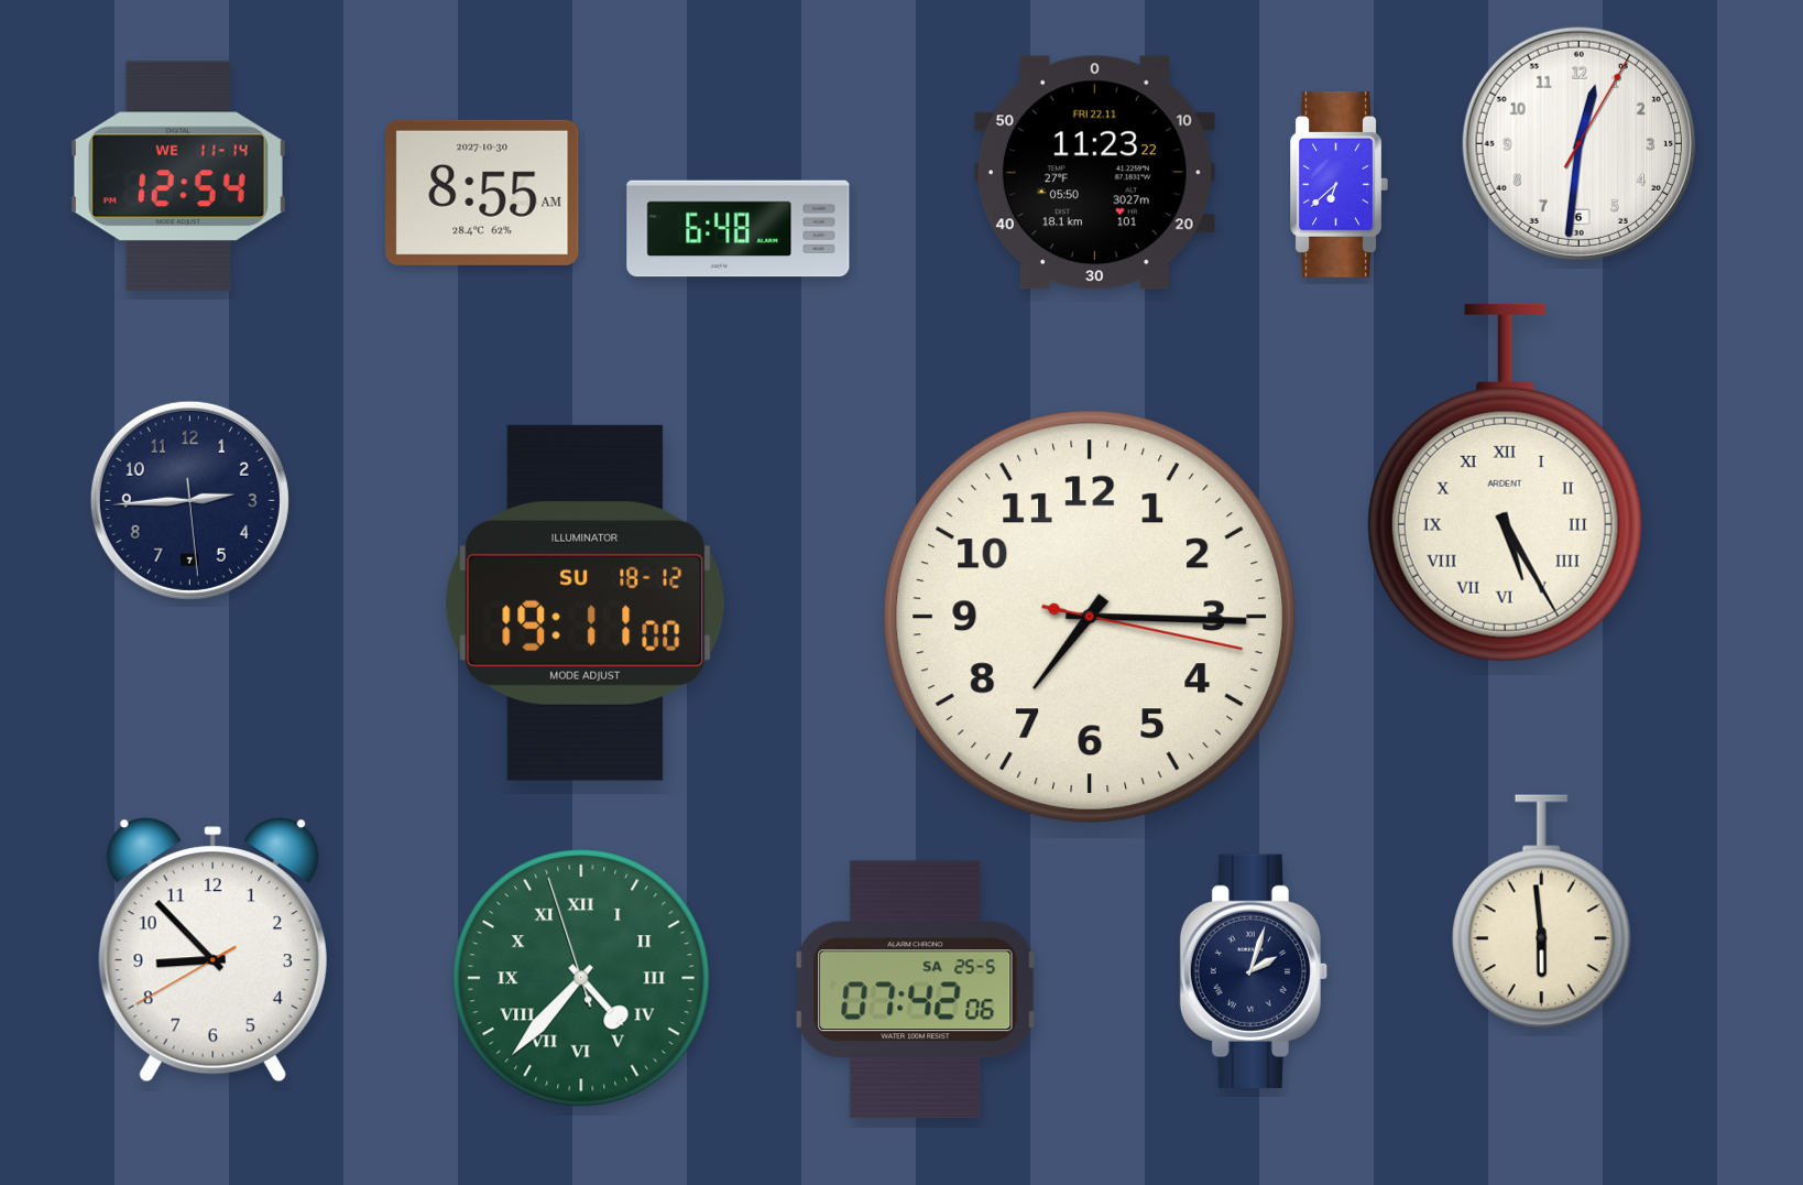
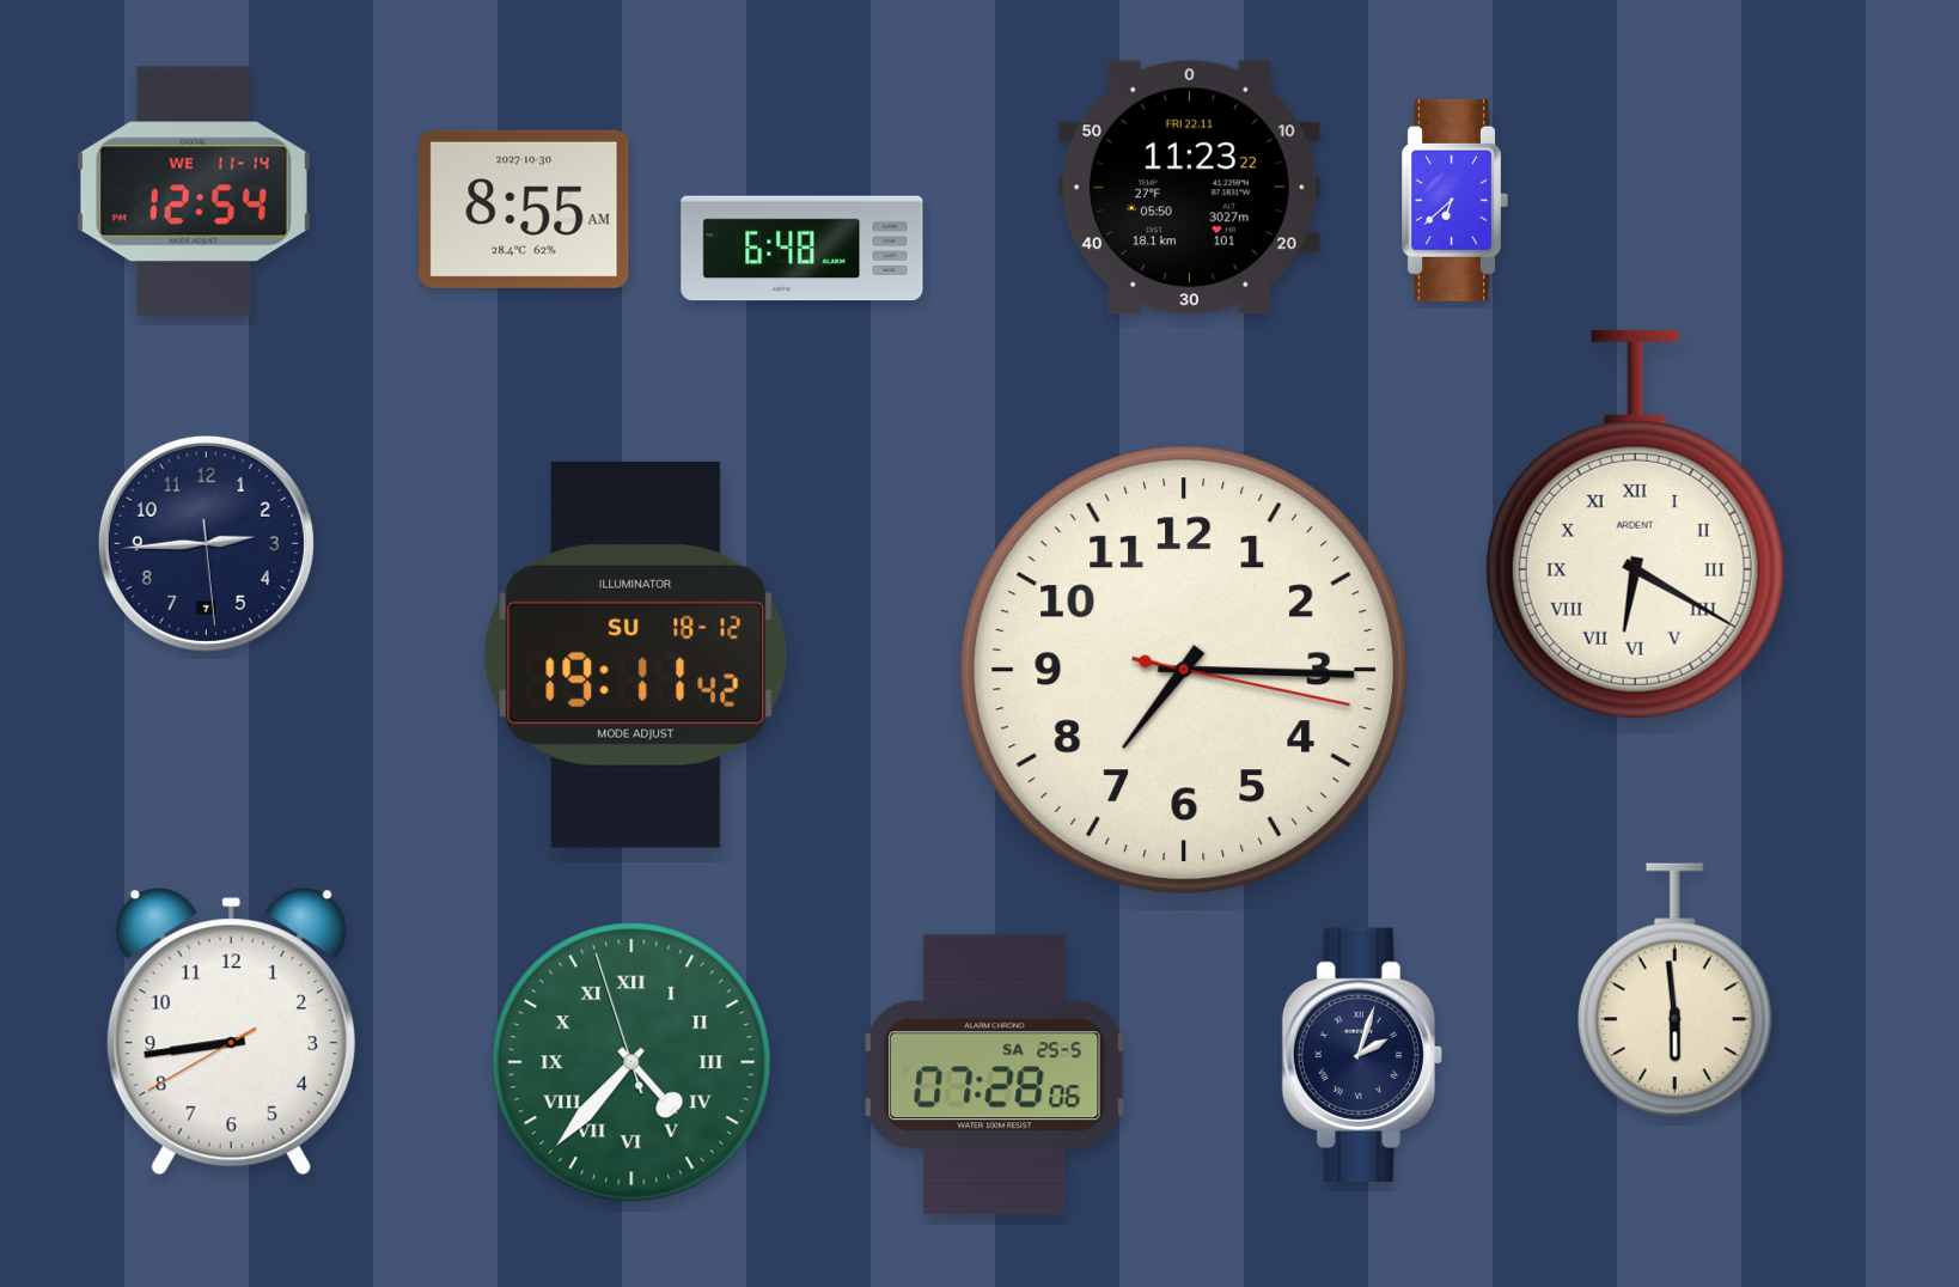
clock at (1578, 143): 12:31 -> none
clock at (1505, 482): 5:25 -> 6:20
clock at (586, 602): 19:11:00 -> 19:11:42
clock at (212, 950): 8:52 -> 8:43
clock at (916, 990): 07:42 -> 07:28
